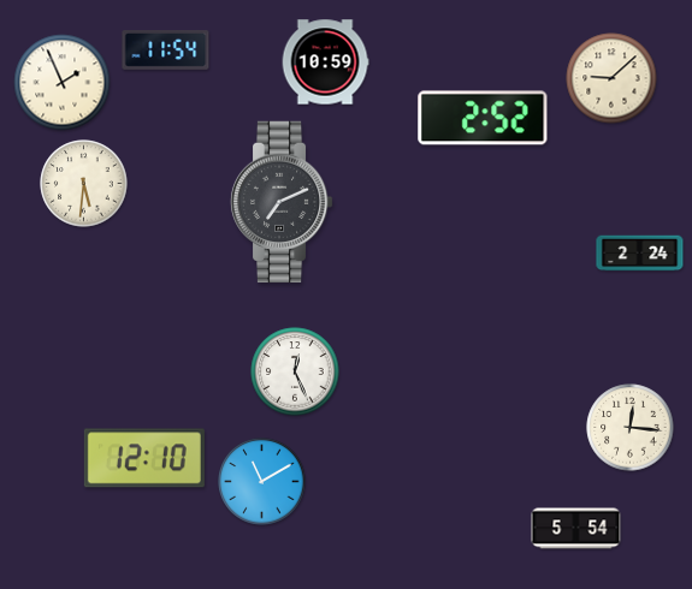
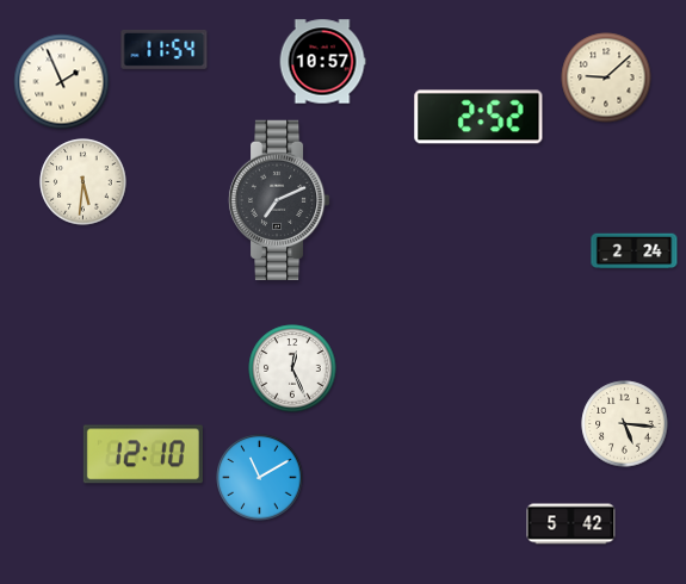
clock at (325, 63): 10:59 -> 10:57
clock at (631, 428): 12:16 -> 5:16
clock at (576, 529): 5:54 -> 5:42
